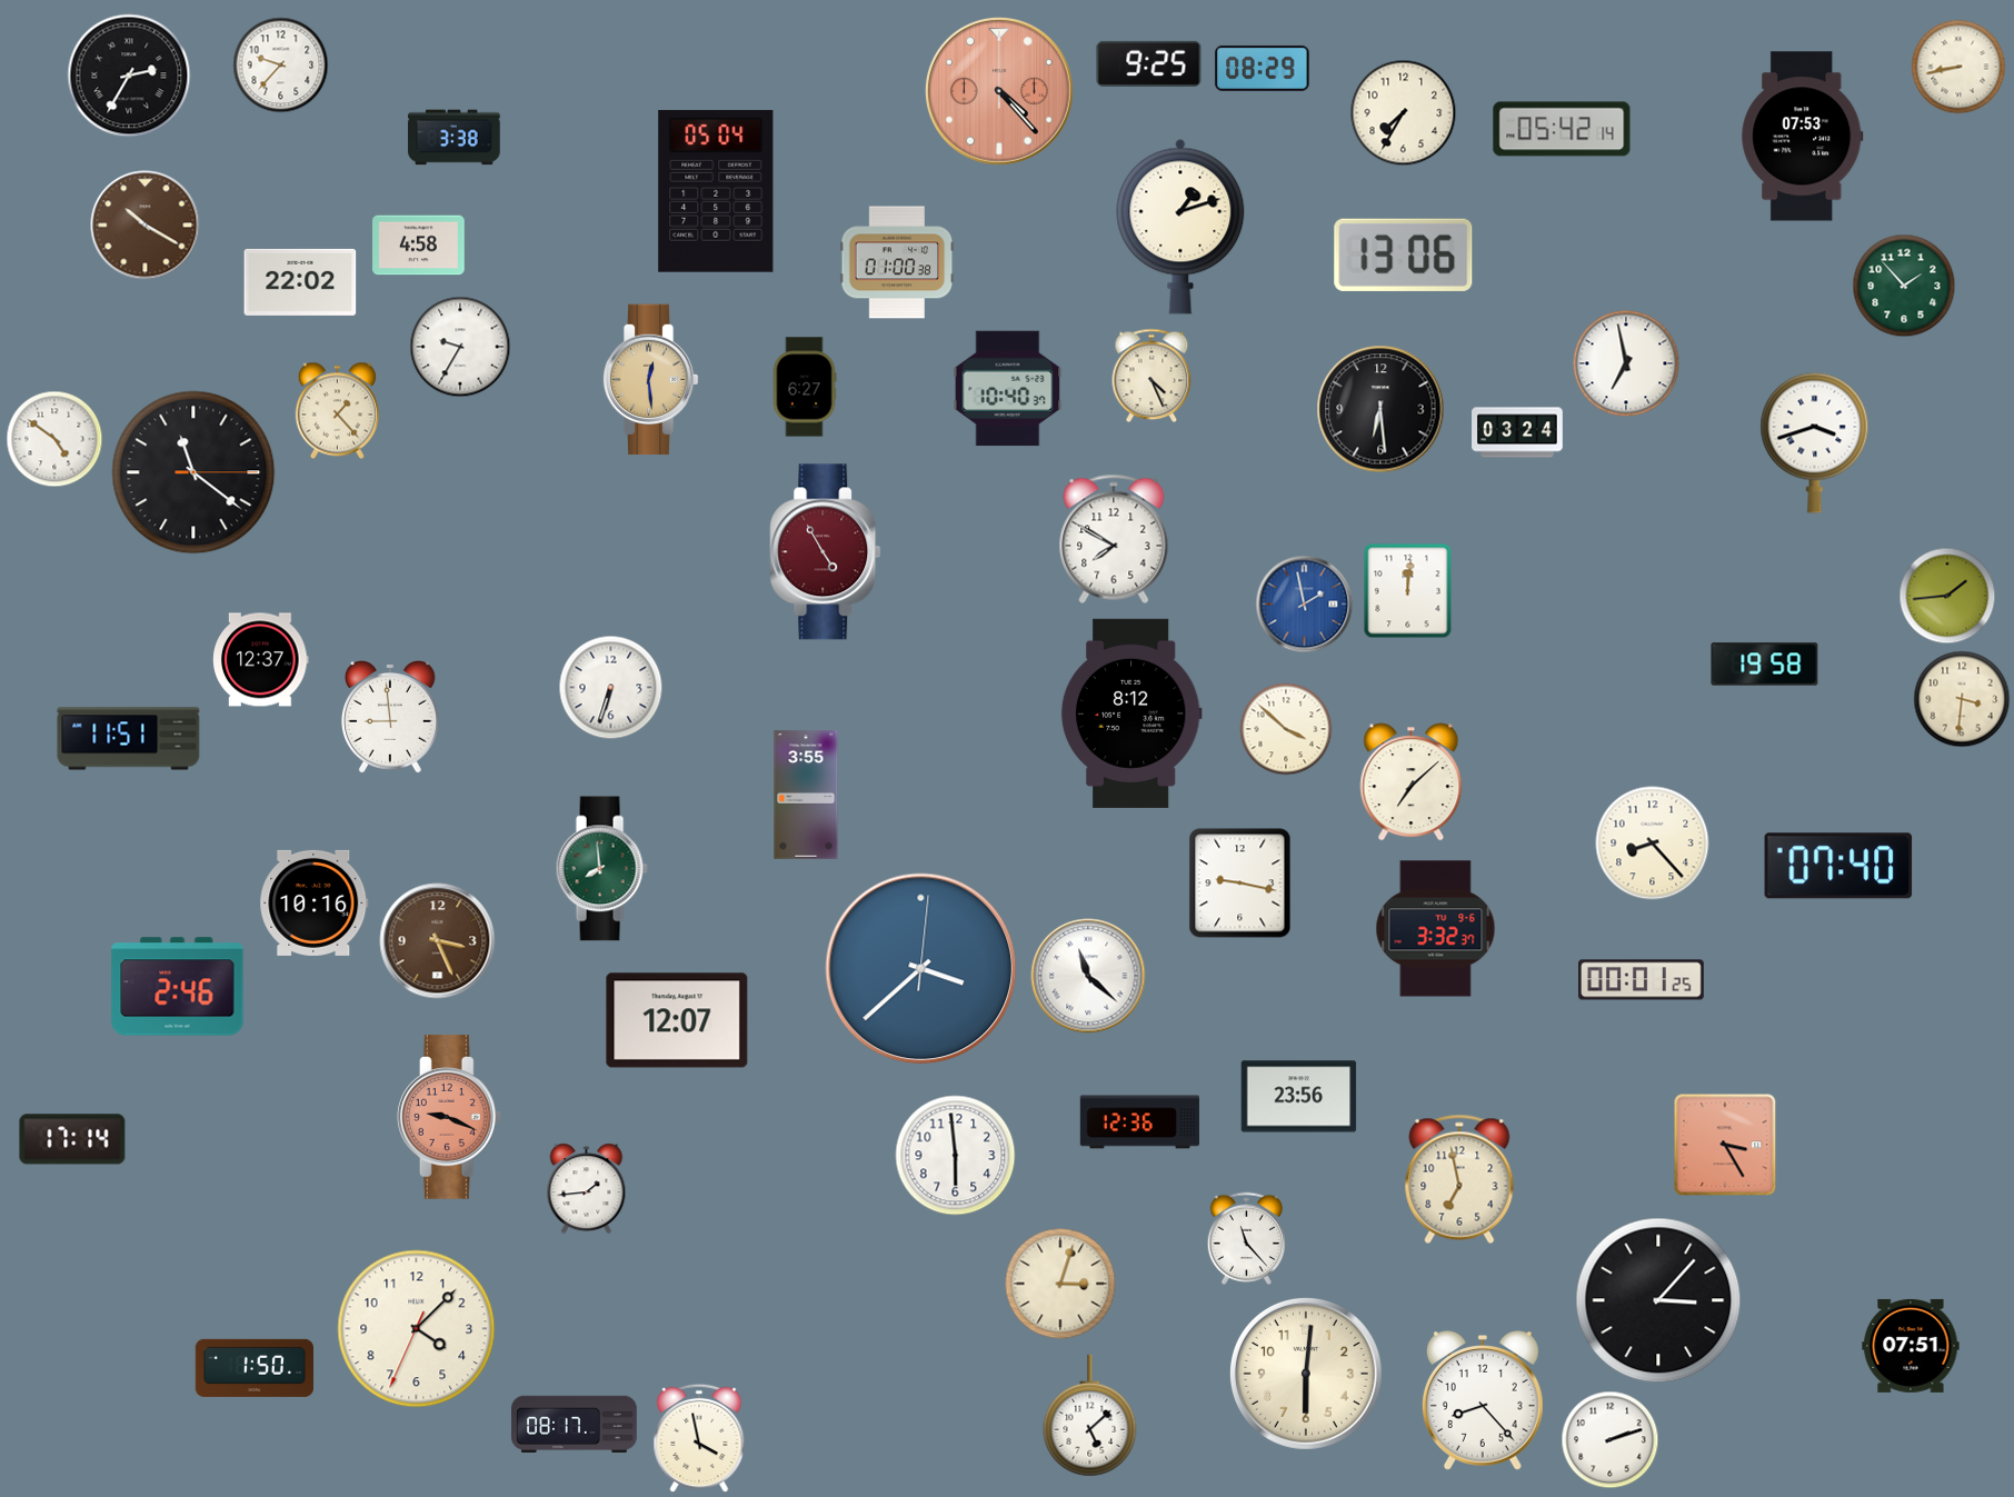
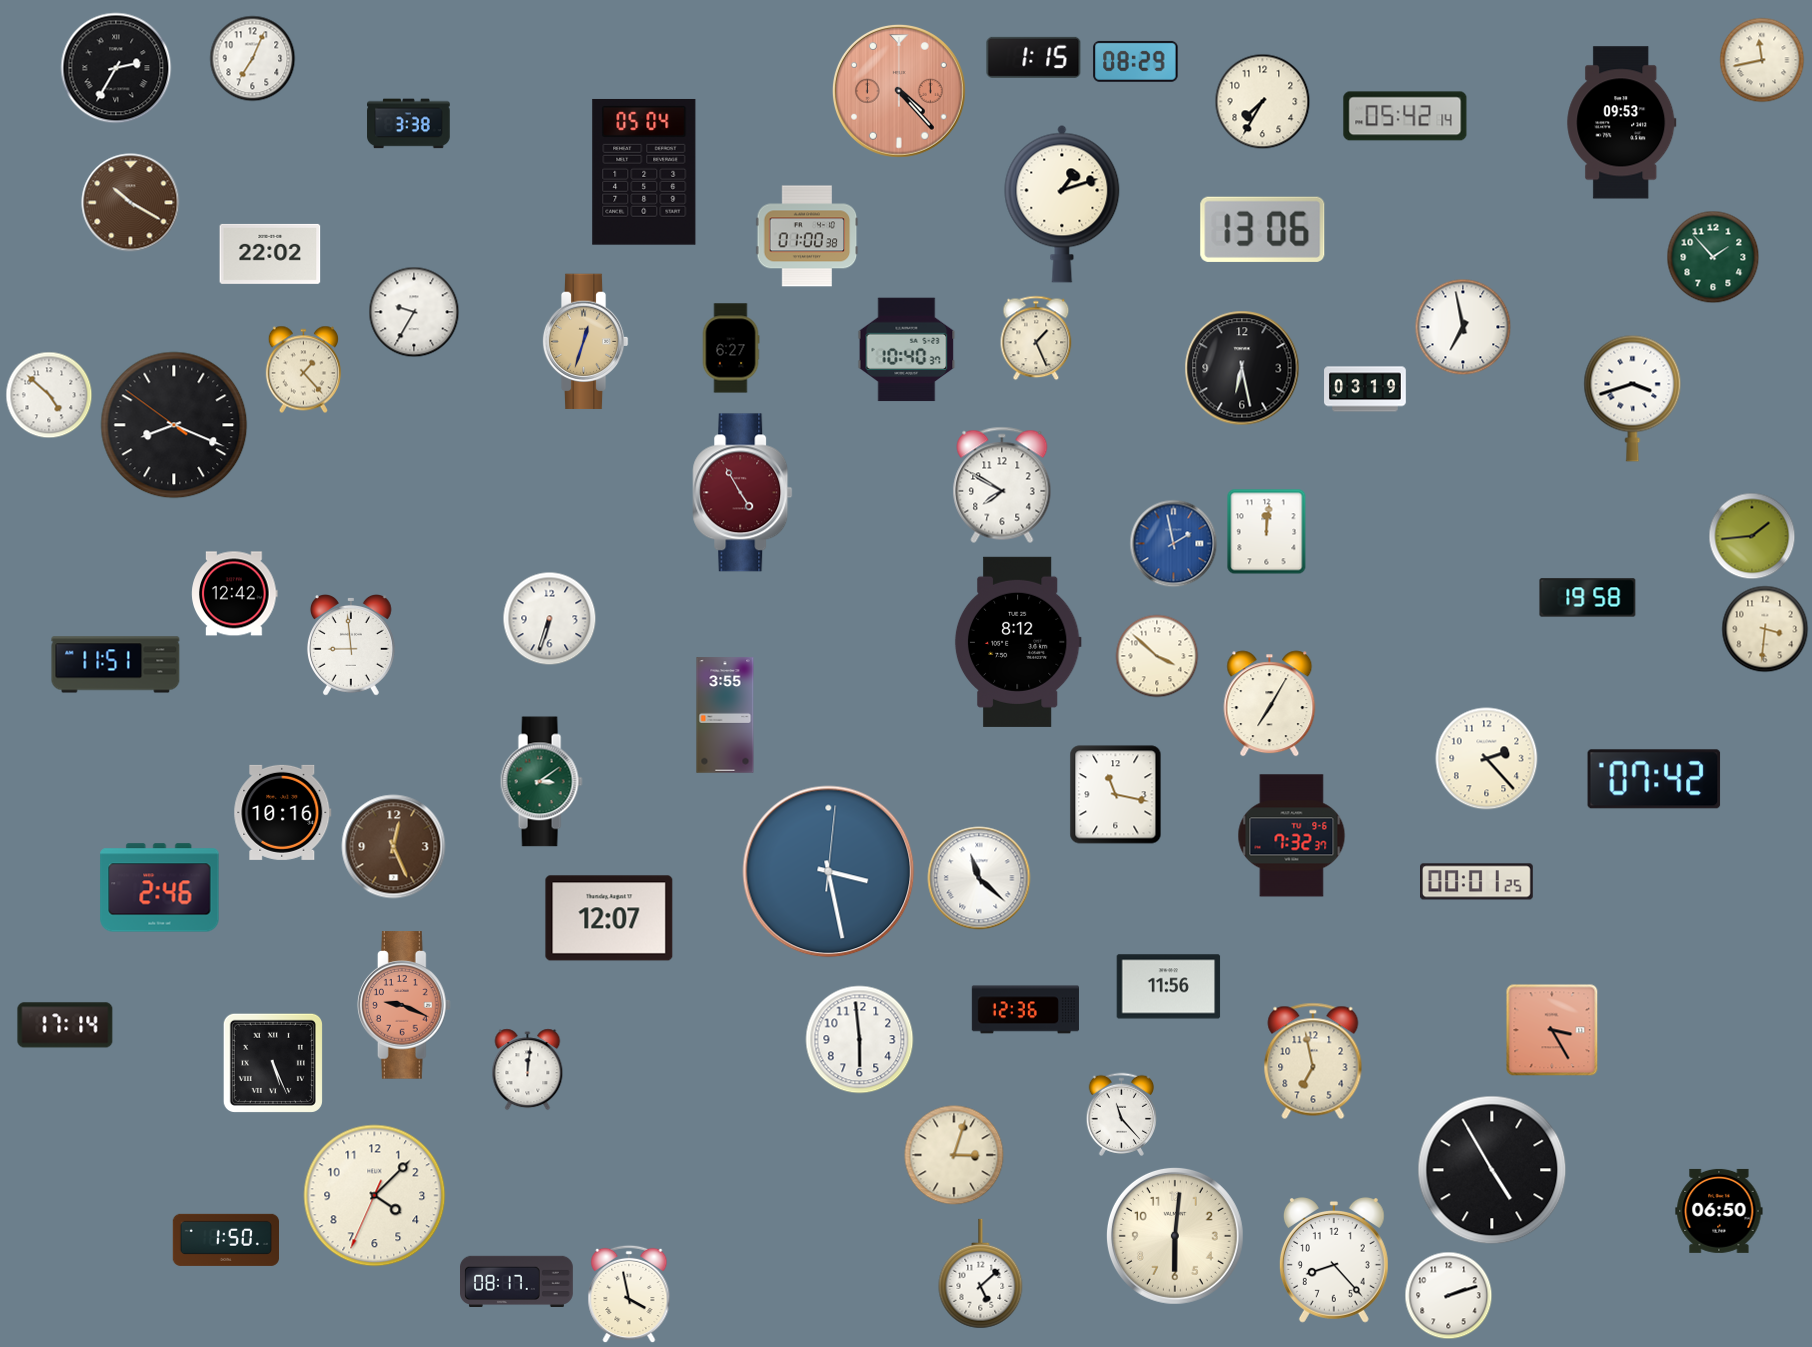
clock at (1149, 63): 9:25 -> 1:15
clock at (281, 66): 9:37 -> 7:04
clock at (1958, 67): 8:43 -> 11:43
clock at (999, 91) position: (999, 91) -> (899, 91)
clock at (1803, 137): 07:53 -> 09:53
clock at (419, 246): 4:58 -> none
clock at (1151, 376): 4:26 -> 1:26
clock at (650, 380): 12:29 -> 12:33
clock at (805, 387) position: (805, 387) -> (731, 348)
clock at (1380, 409): 6:29 -> 6:28
clock at (1517, 432): 03:24 -> 03:19
clock at (54, 439): 4:51 -> 4:52
clock at (193, 472): 11:21 -> 8:18
clock at (826, 552) position: (826, 552) -> (743, 493)
clock at (261, 660): 12:37 -> 12:42
clock at (1412, 782): 7:08 -> 7:05
clock at (1653, 844): 8:23 -> 2:23
clock at (1838, 866): 07:40 -> 07:42
clock at (601, 869): 7:59 -> 3:09
clock at (1240, 884): 9:17 -> 11:17
clock at (1436, 929): 3:32 -> 7:32
clock at (438, 941): 3:26 -> 12:26
clock at (921, 969): 3:38 -> 3:28
clock at (1299, 1097): 23:56 -> 11:56
clock at (273, 1063): none -> 5:26
clock at (587, 1189): 1:44 -> 12:01
clock at (1658, 1300): 3:07 -> 4:55
clock at (1911, 1346): 07:51 -> 06:50
clock at (253, 1368) position: (253, 1368) -> (225, 1240)
